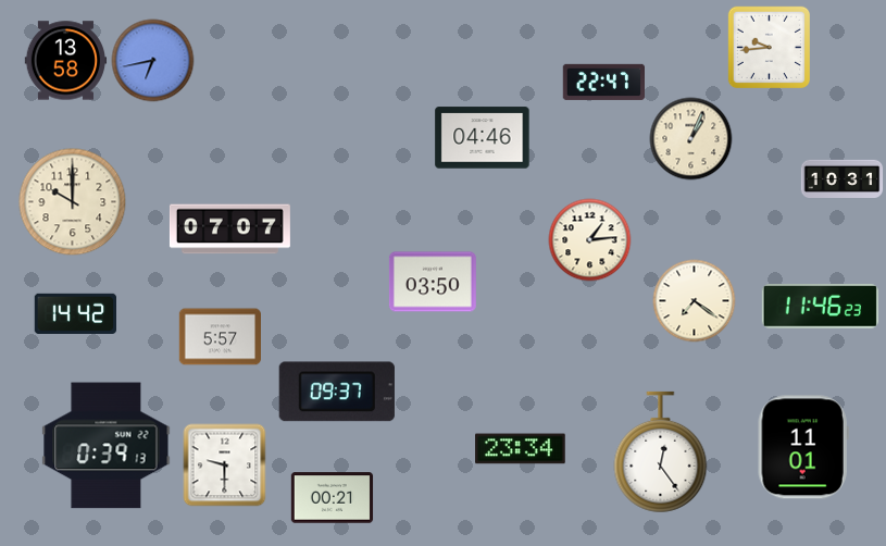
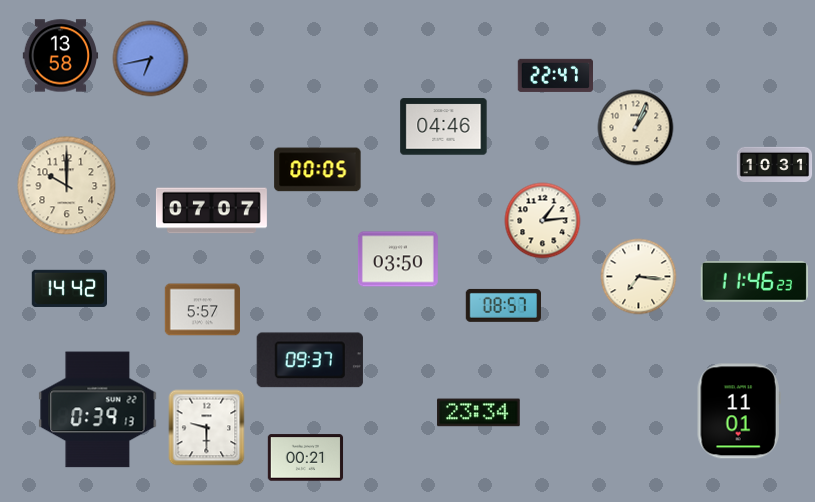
clock at (769, 47): 9:44 -> none
clock at (153, 61) position: (153, 61) -> (151, 59)
clock at (318, 170): none -> 00:05
clock at (695, 301): 7:21 -> 7:16
clock at (503, 305): none -> 08:57
clock at (661, 452): 12:24 -> none
